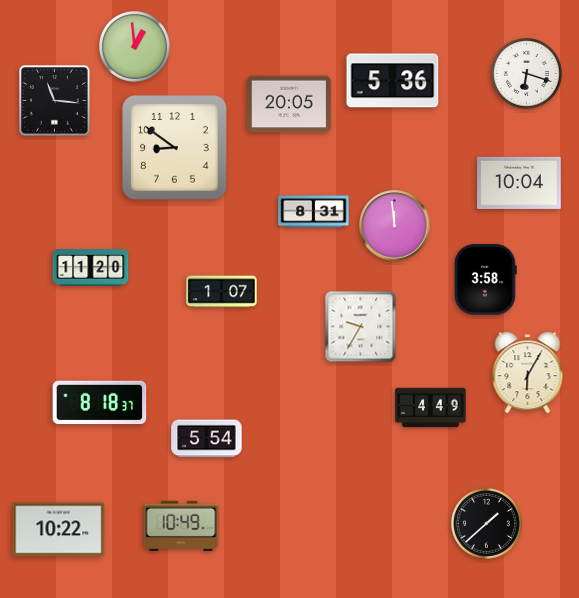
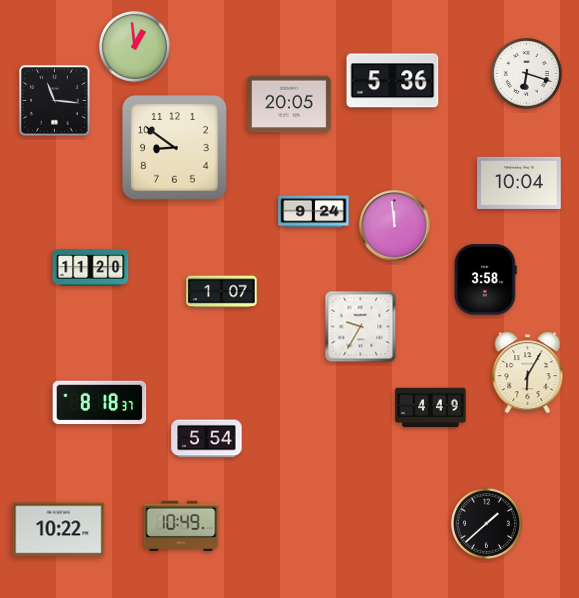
clock at (314, 212): 8:31 -> 9:24
